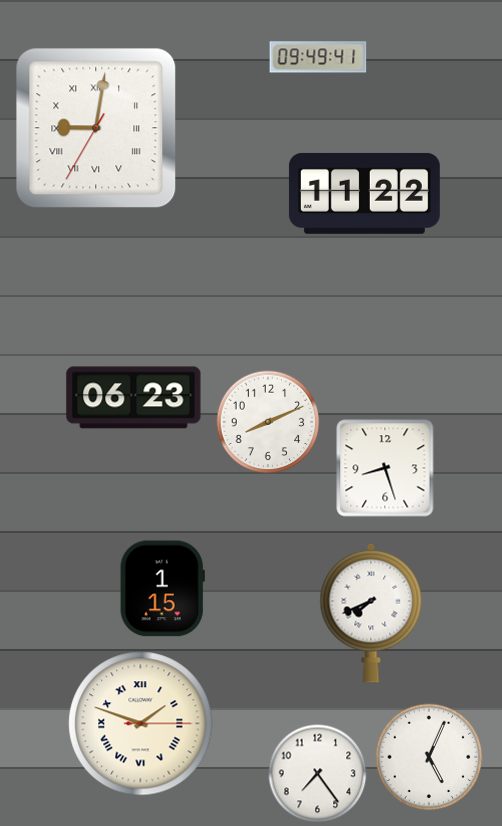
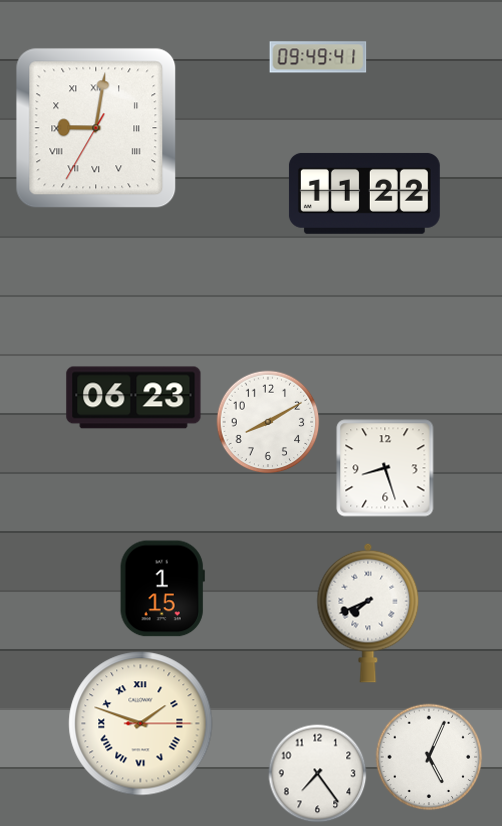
clock at (268, 422): 8:11 -> 8:10
clock at (371, 613) position: (371, 613) -> (368, 613)
